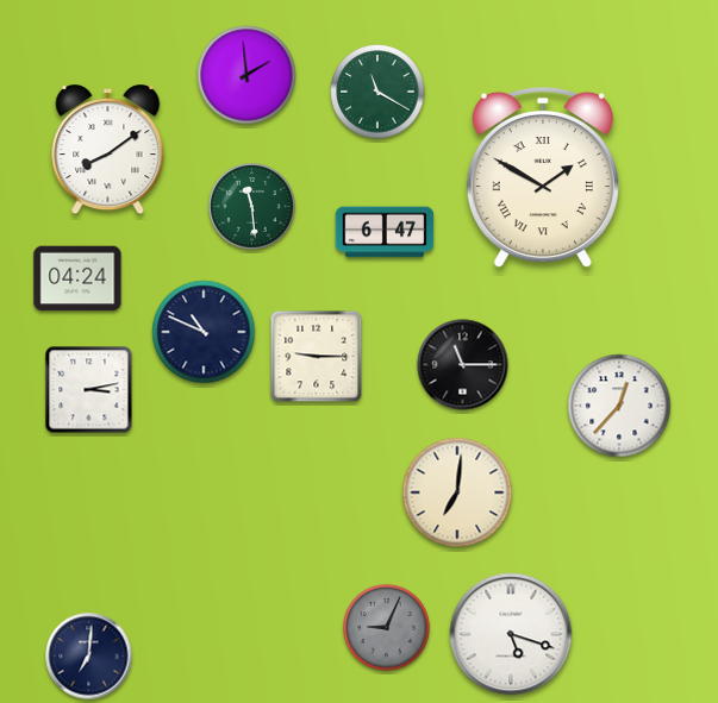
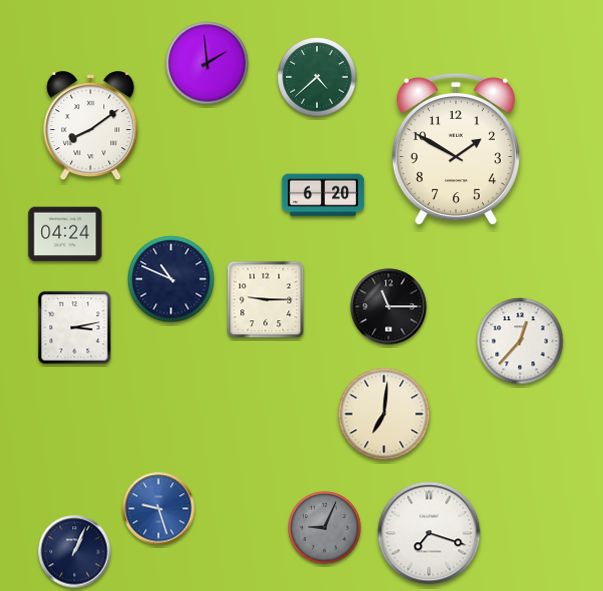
clock at (377, 92): 11:20 -> 4:38
clock at (543, 177) numerals: Roman -> Arabic
clock at (252, 207): 11:29 -> none
clock at (385, 232): 6:47 -> 6:20
clock at (159, 509): none -> 9:27
clock at (511, 634): 5:18 -> 7:18
clock at (89, 657): 7:01 -> 1:04
